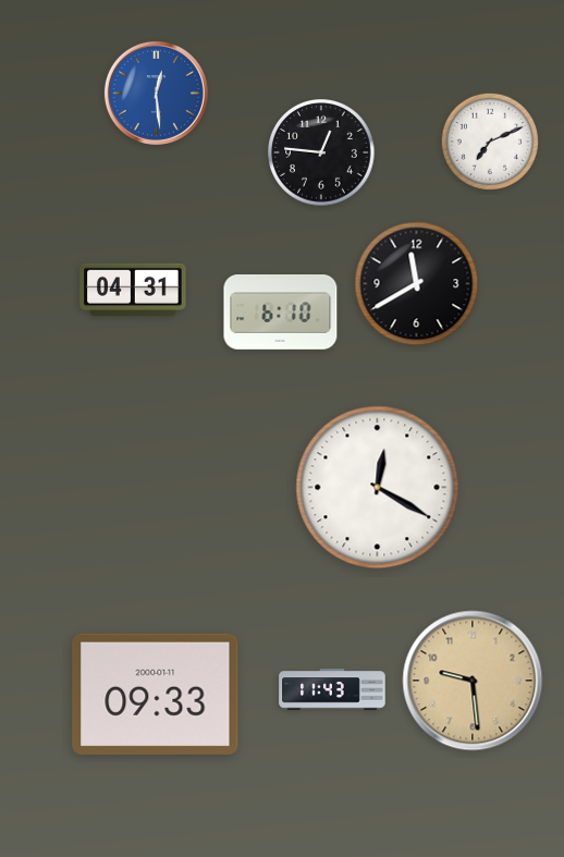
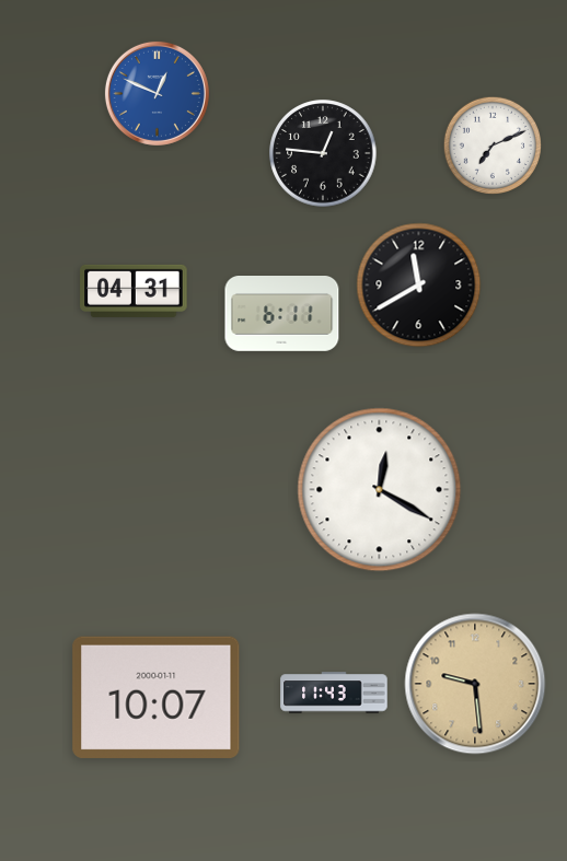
clock at (156, 93): 12:29 -> 12:49
clock at (489, 140) position: (489, 140) -> (491, 144)
clock at (281, 313): 6:10 -> 6:11
clock at (156, 694): 09:33 -> 10:07
